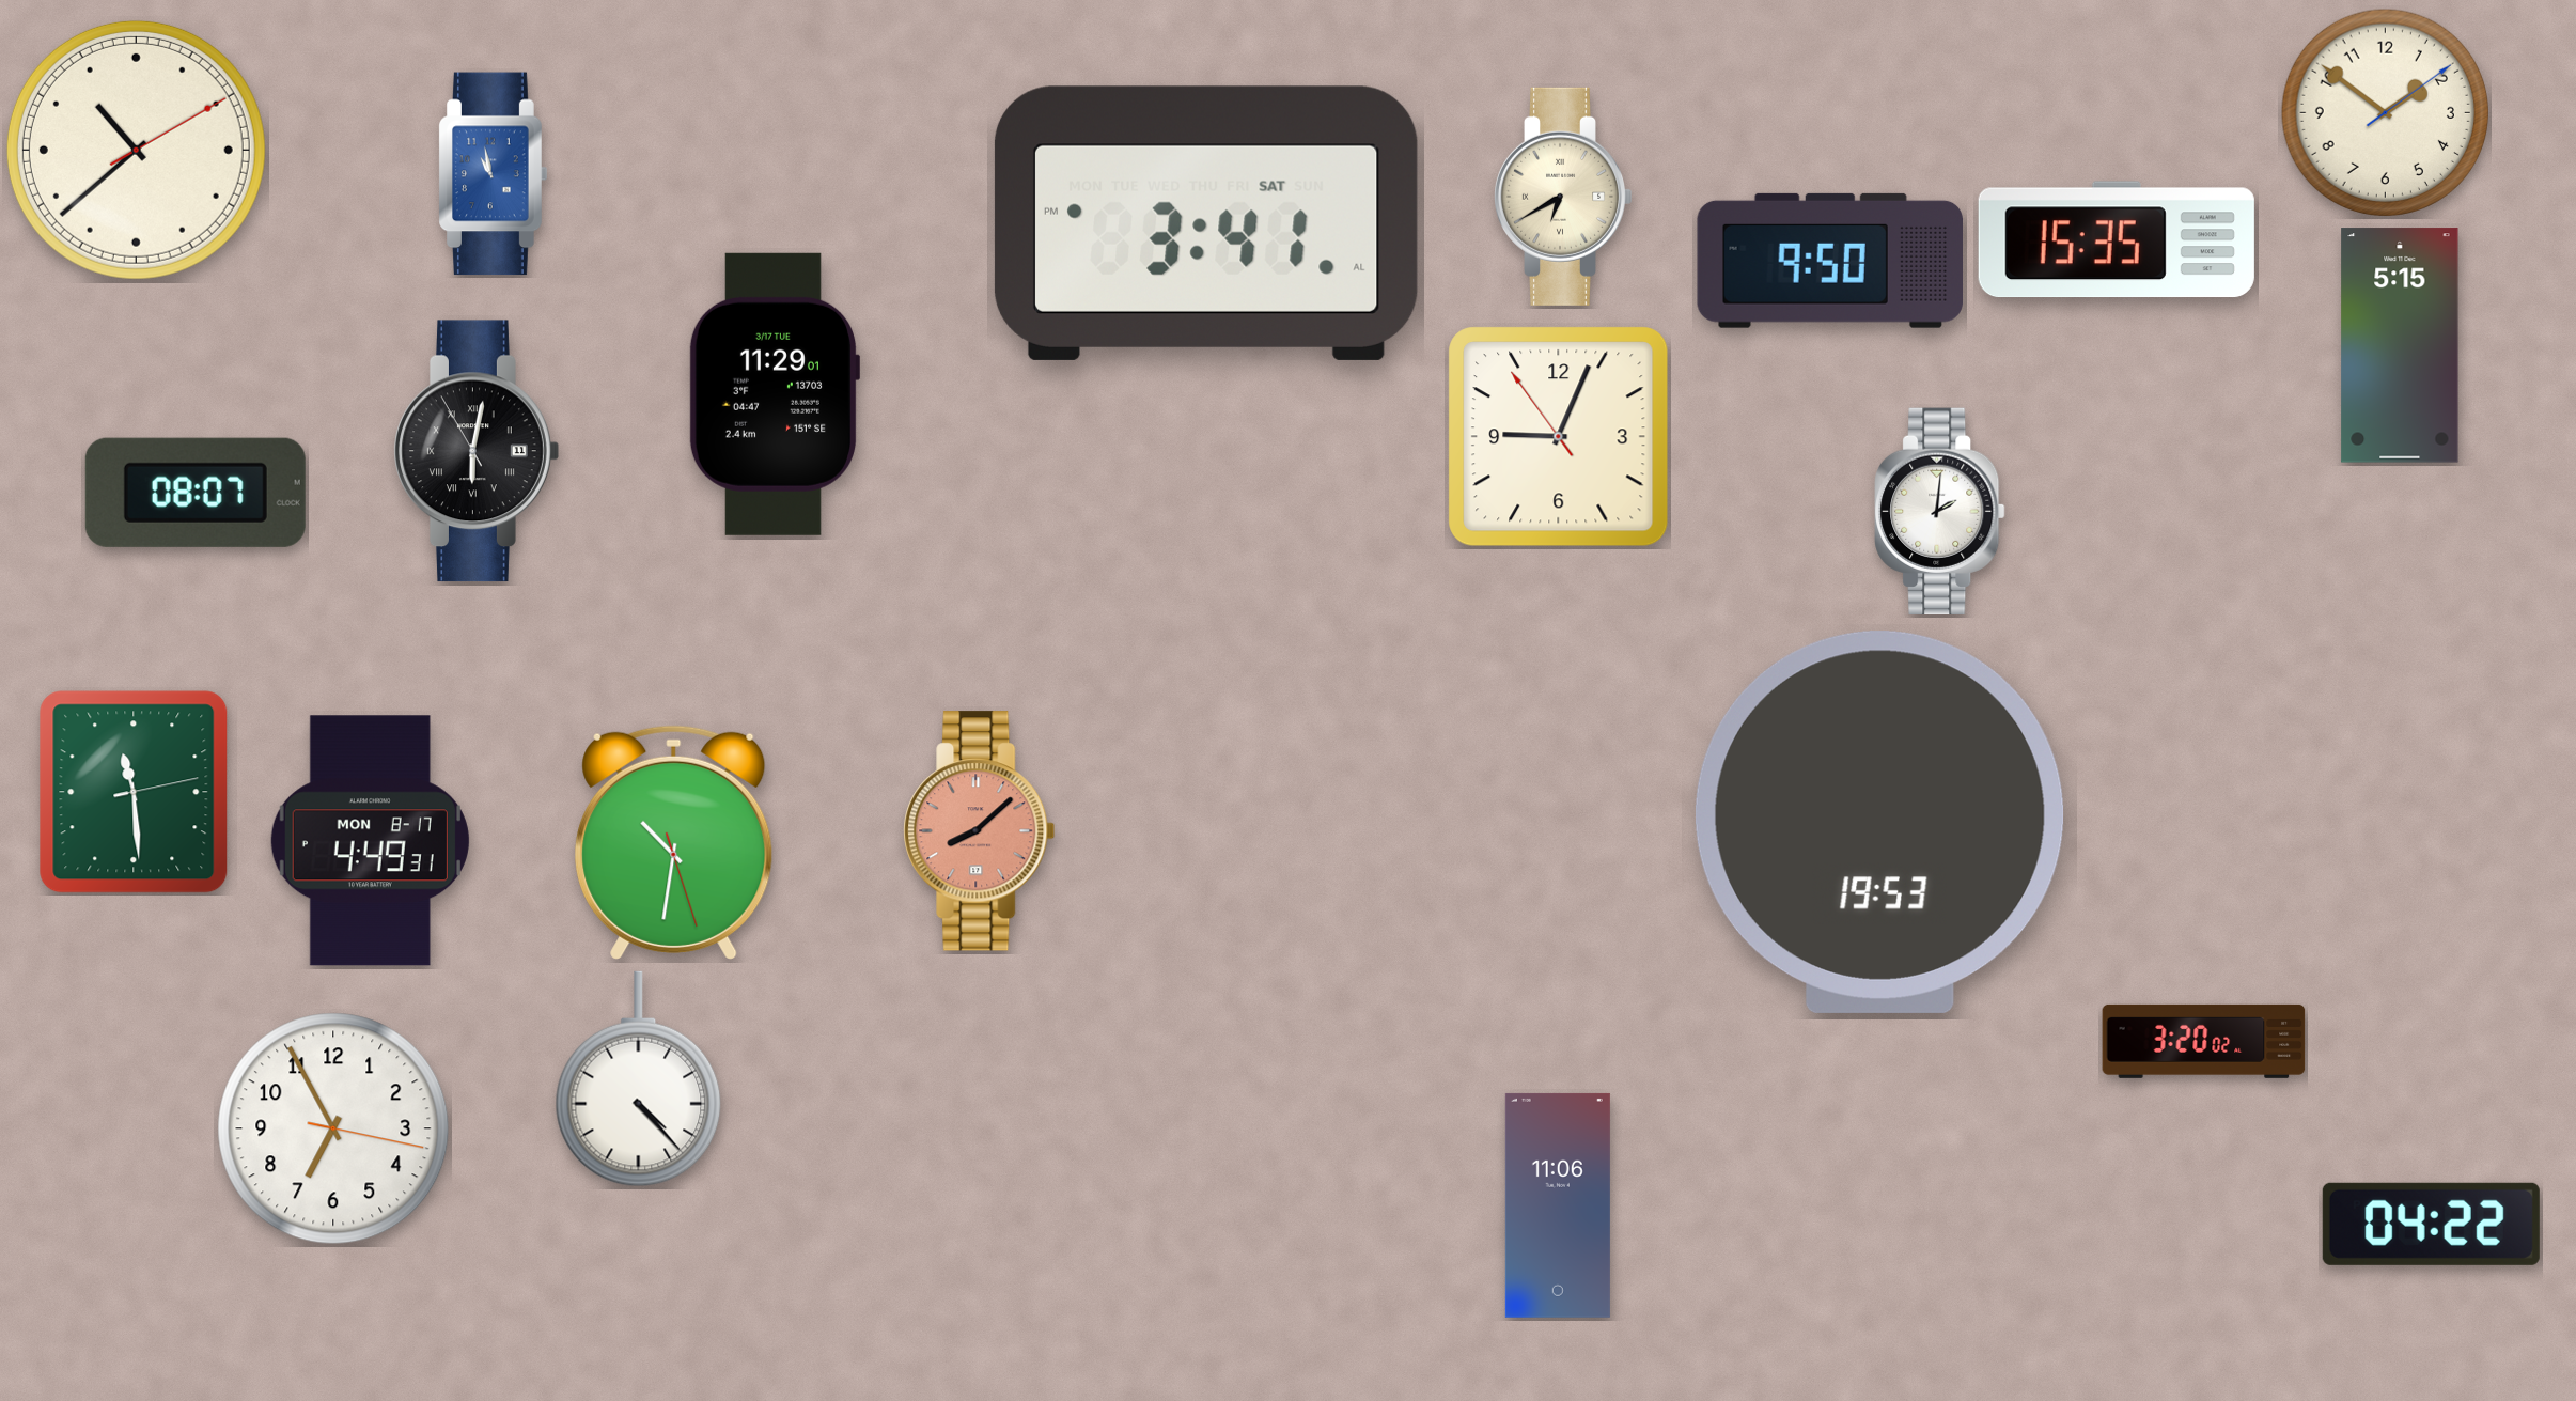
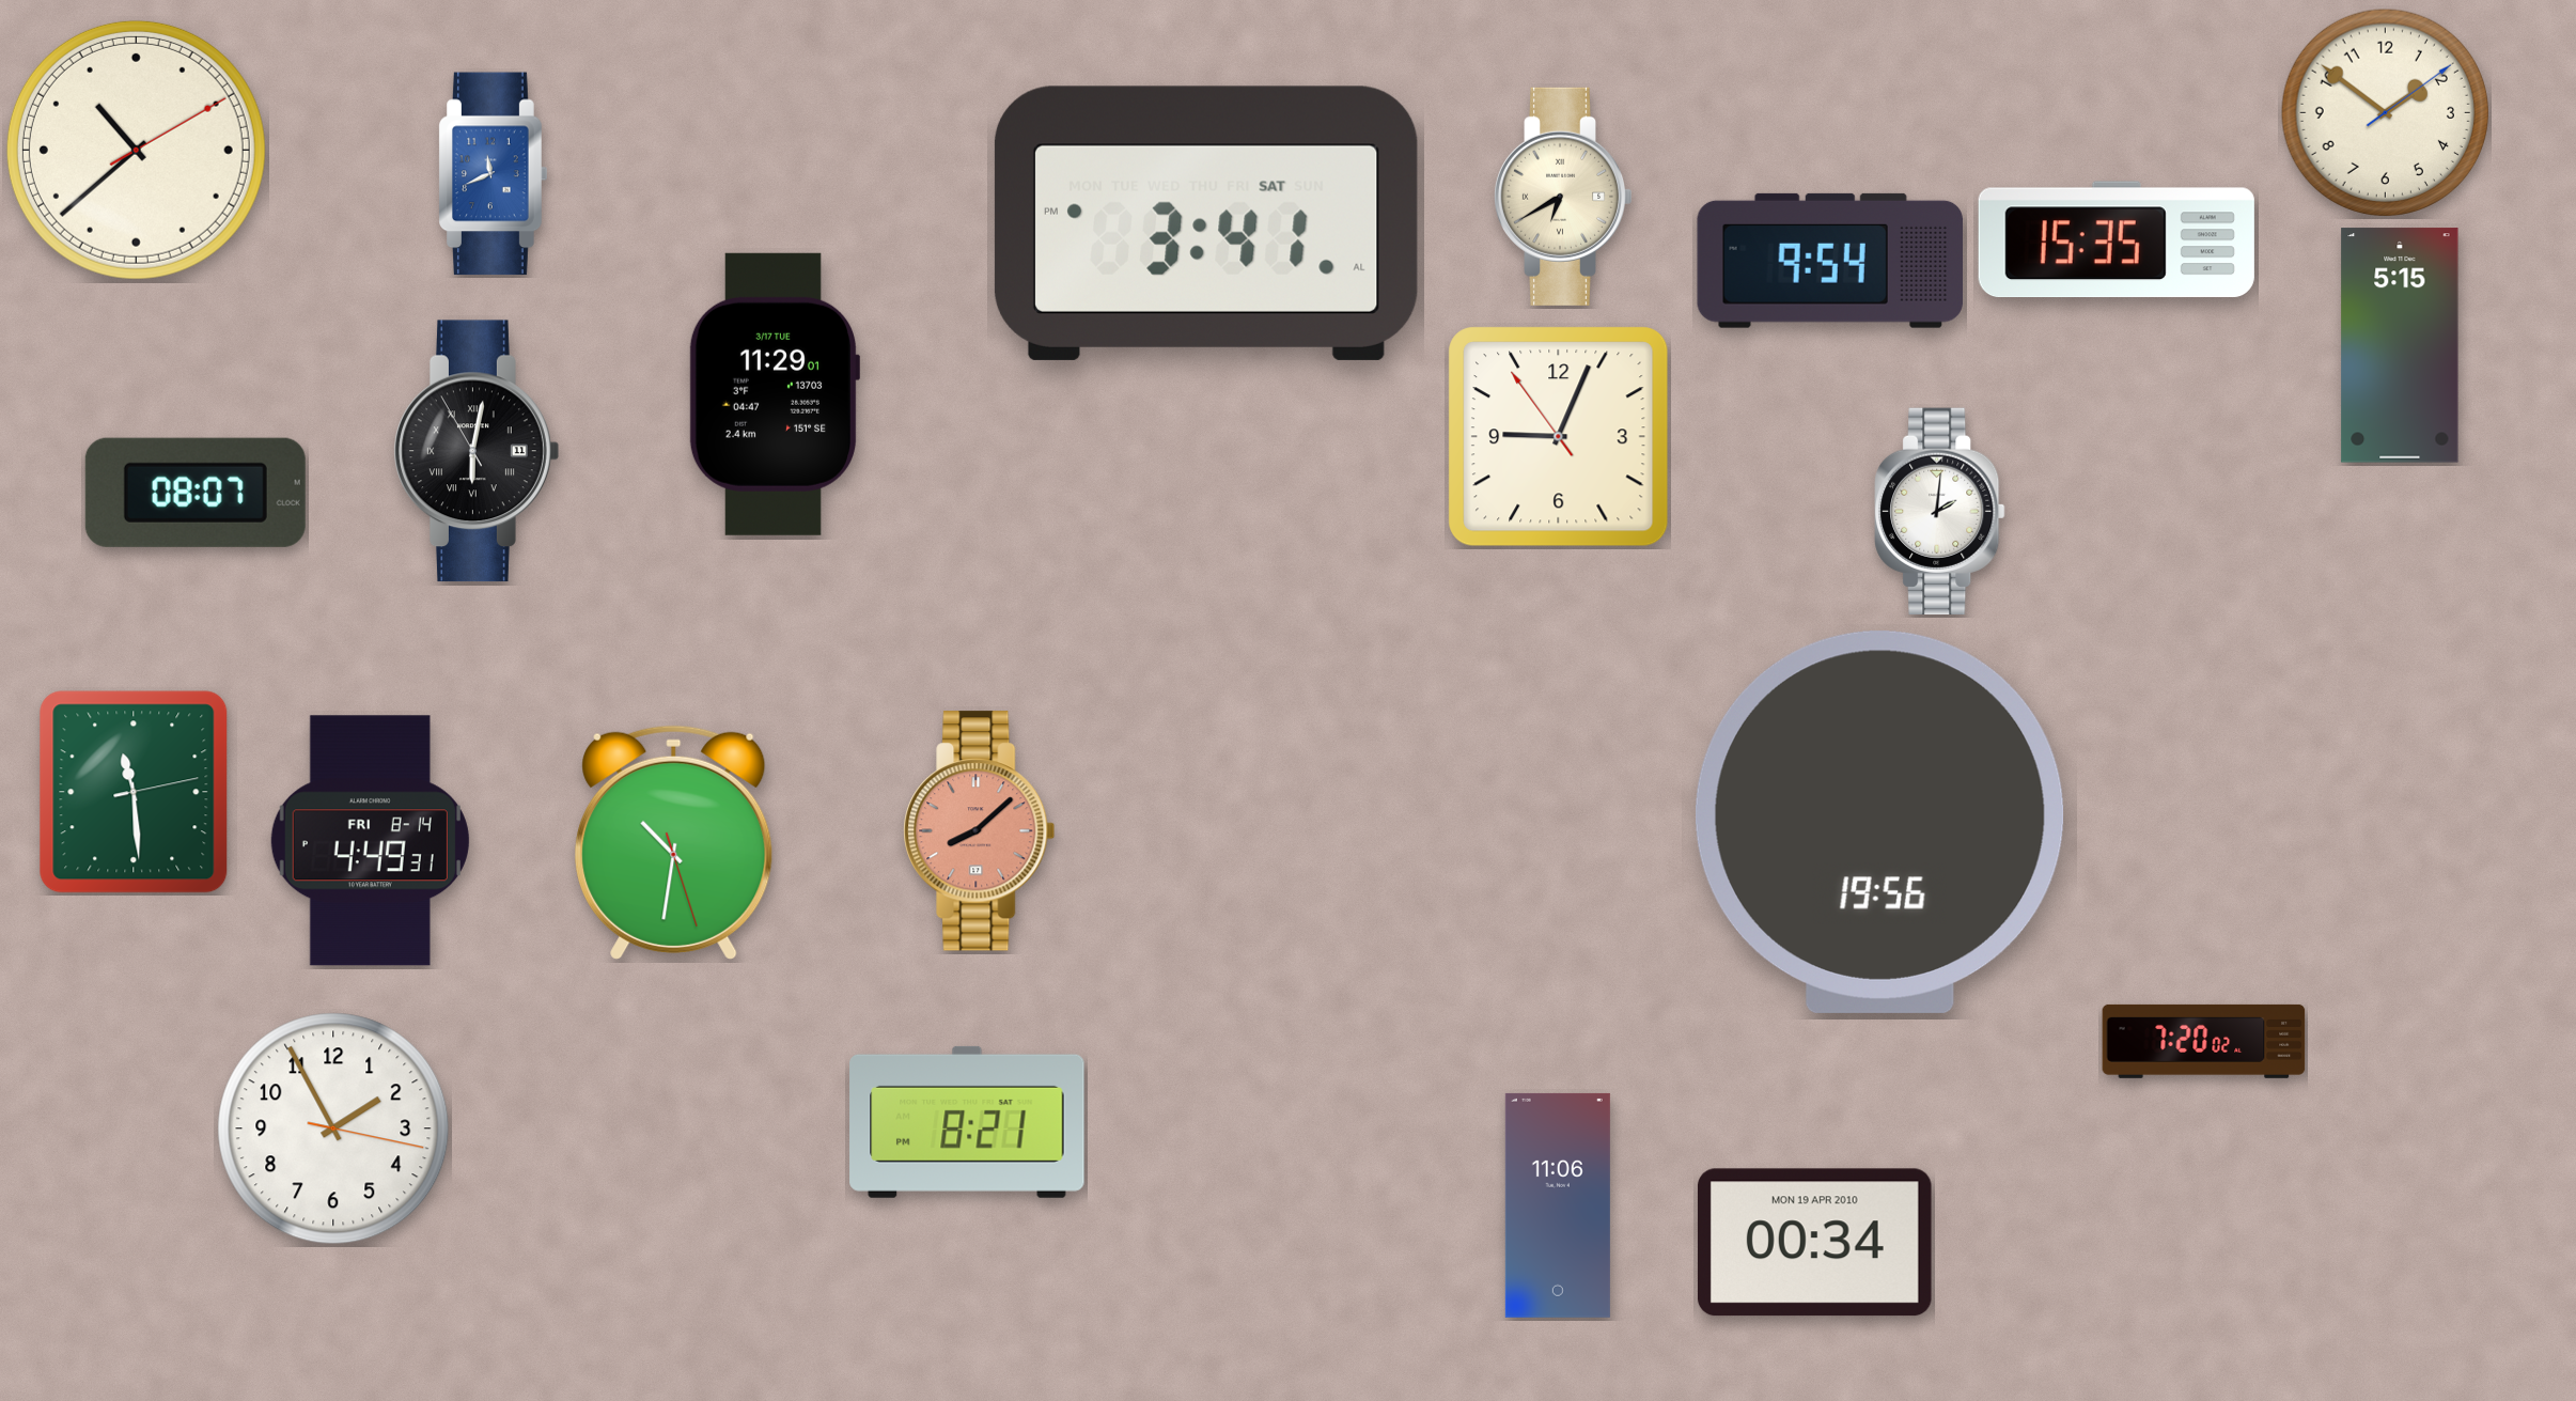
clock at (494, 174): 10:58 -> 11:41
clock at (1829, 261): 9:50 -> 9:54
clock at (1879, 822): 19:53 -> 19:56
clock at (370, 841) date: MON 8-17 -> FRI 8-14
clock at (2204, 1041): 3:20 -> 7:20
clock at (639, 1079): 4:23 -> none
clock at (967, 1122): none -> 8:21
clock at (333, 1128): 6:55 -> 1:55
clock at (2431, 1224): 04:22 -> none
clock at (1814, 1243): none -> 00:34
